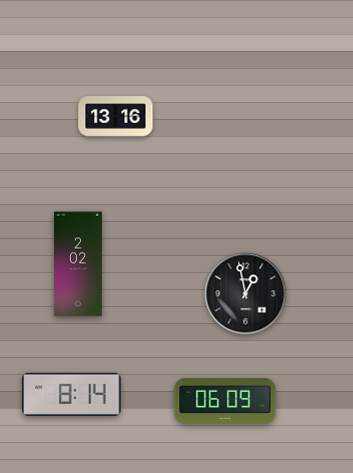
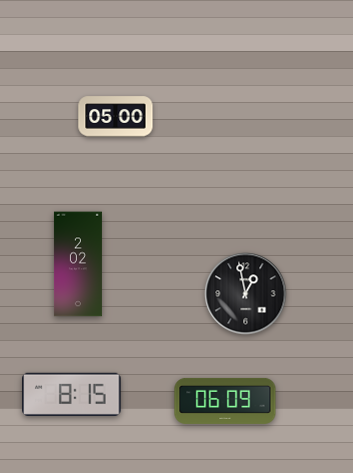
clock at (116, 117): 13:16 -> 05:00
clock at (72, 394): 8:14 -> 8:15
